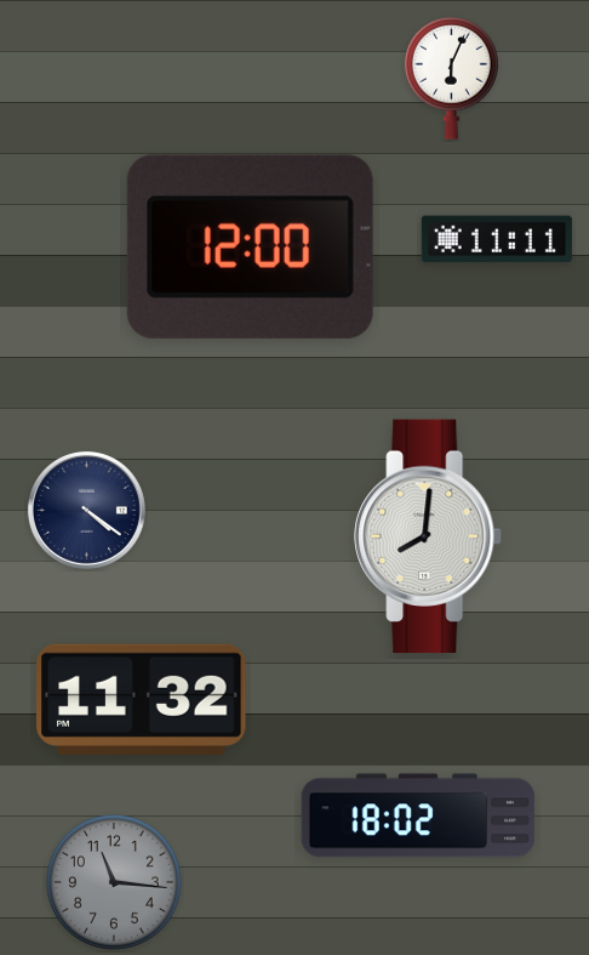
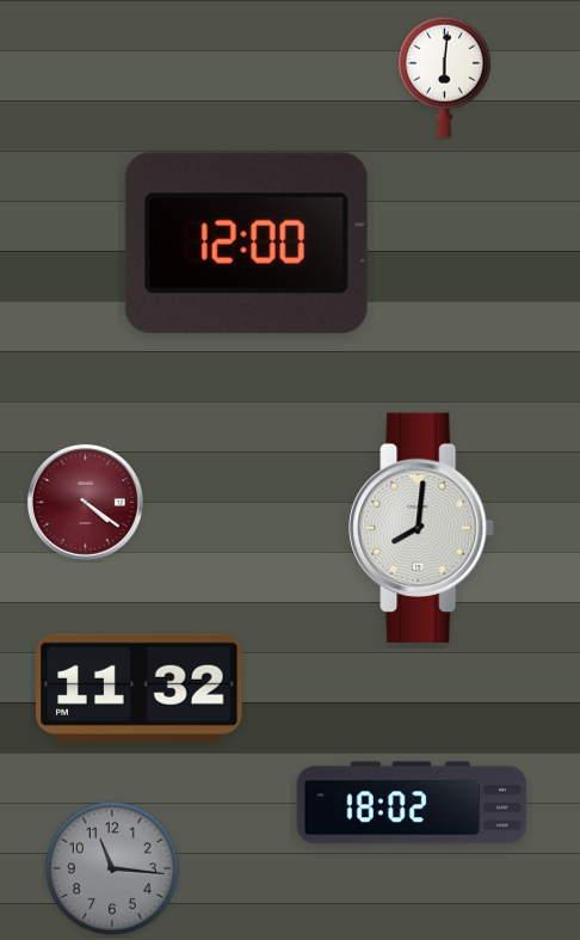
clock at (452, 78): 6:04 -> 6:01
clock at (497, 239): 11:11 -> none
clock at (86, 510) dial: navy -> burgundy
